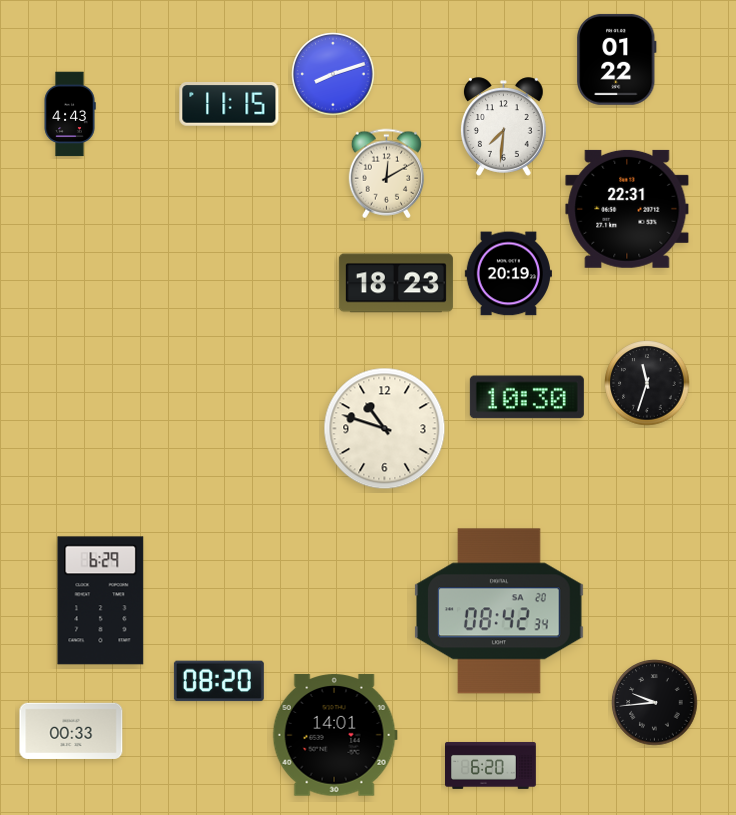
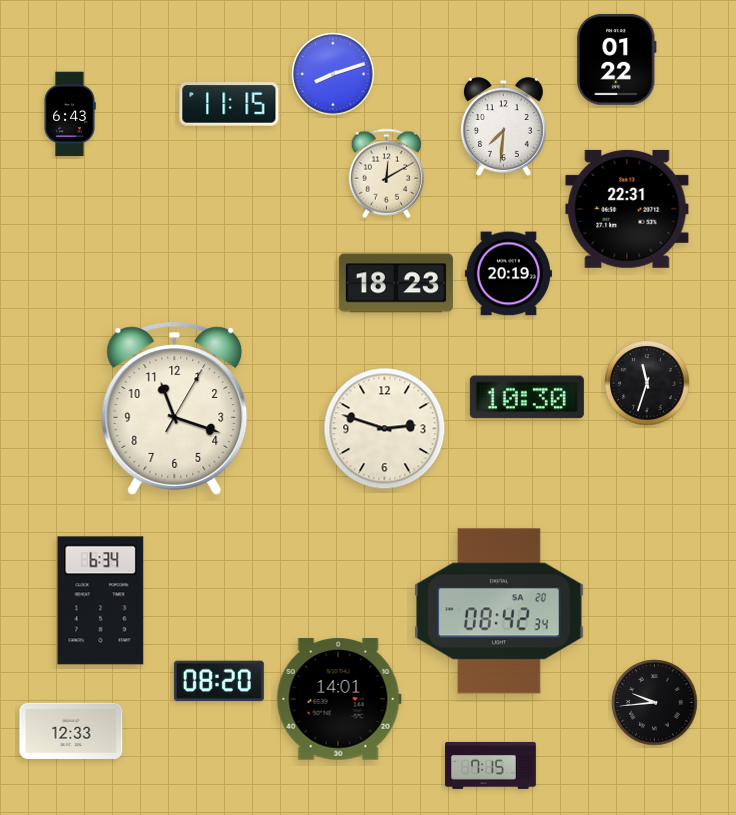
clock at (70, 114): 4:43 -> 6:43
clock at (175, 408): none -> 11:18
clock at (385, 429): 10:48 -> 2:48
clock at (101, 601): 6:29 -> 6:34
clock at (71, 731): 00:33 -> 12:33
clock at (335, 735) position: (335, 735) -> (339, 699)
clock at (491, 765): 6:20 -> 7:15
